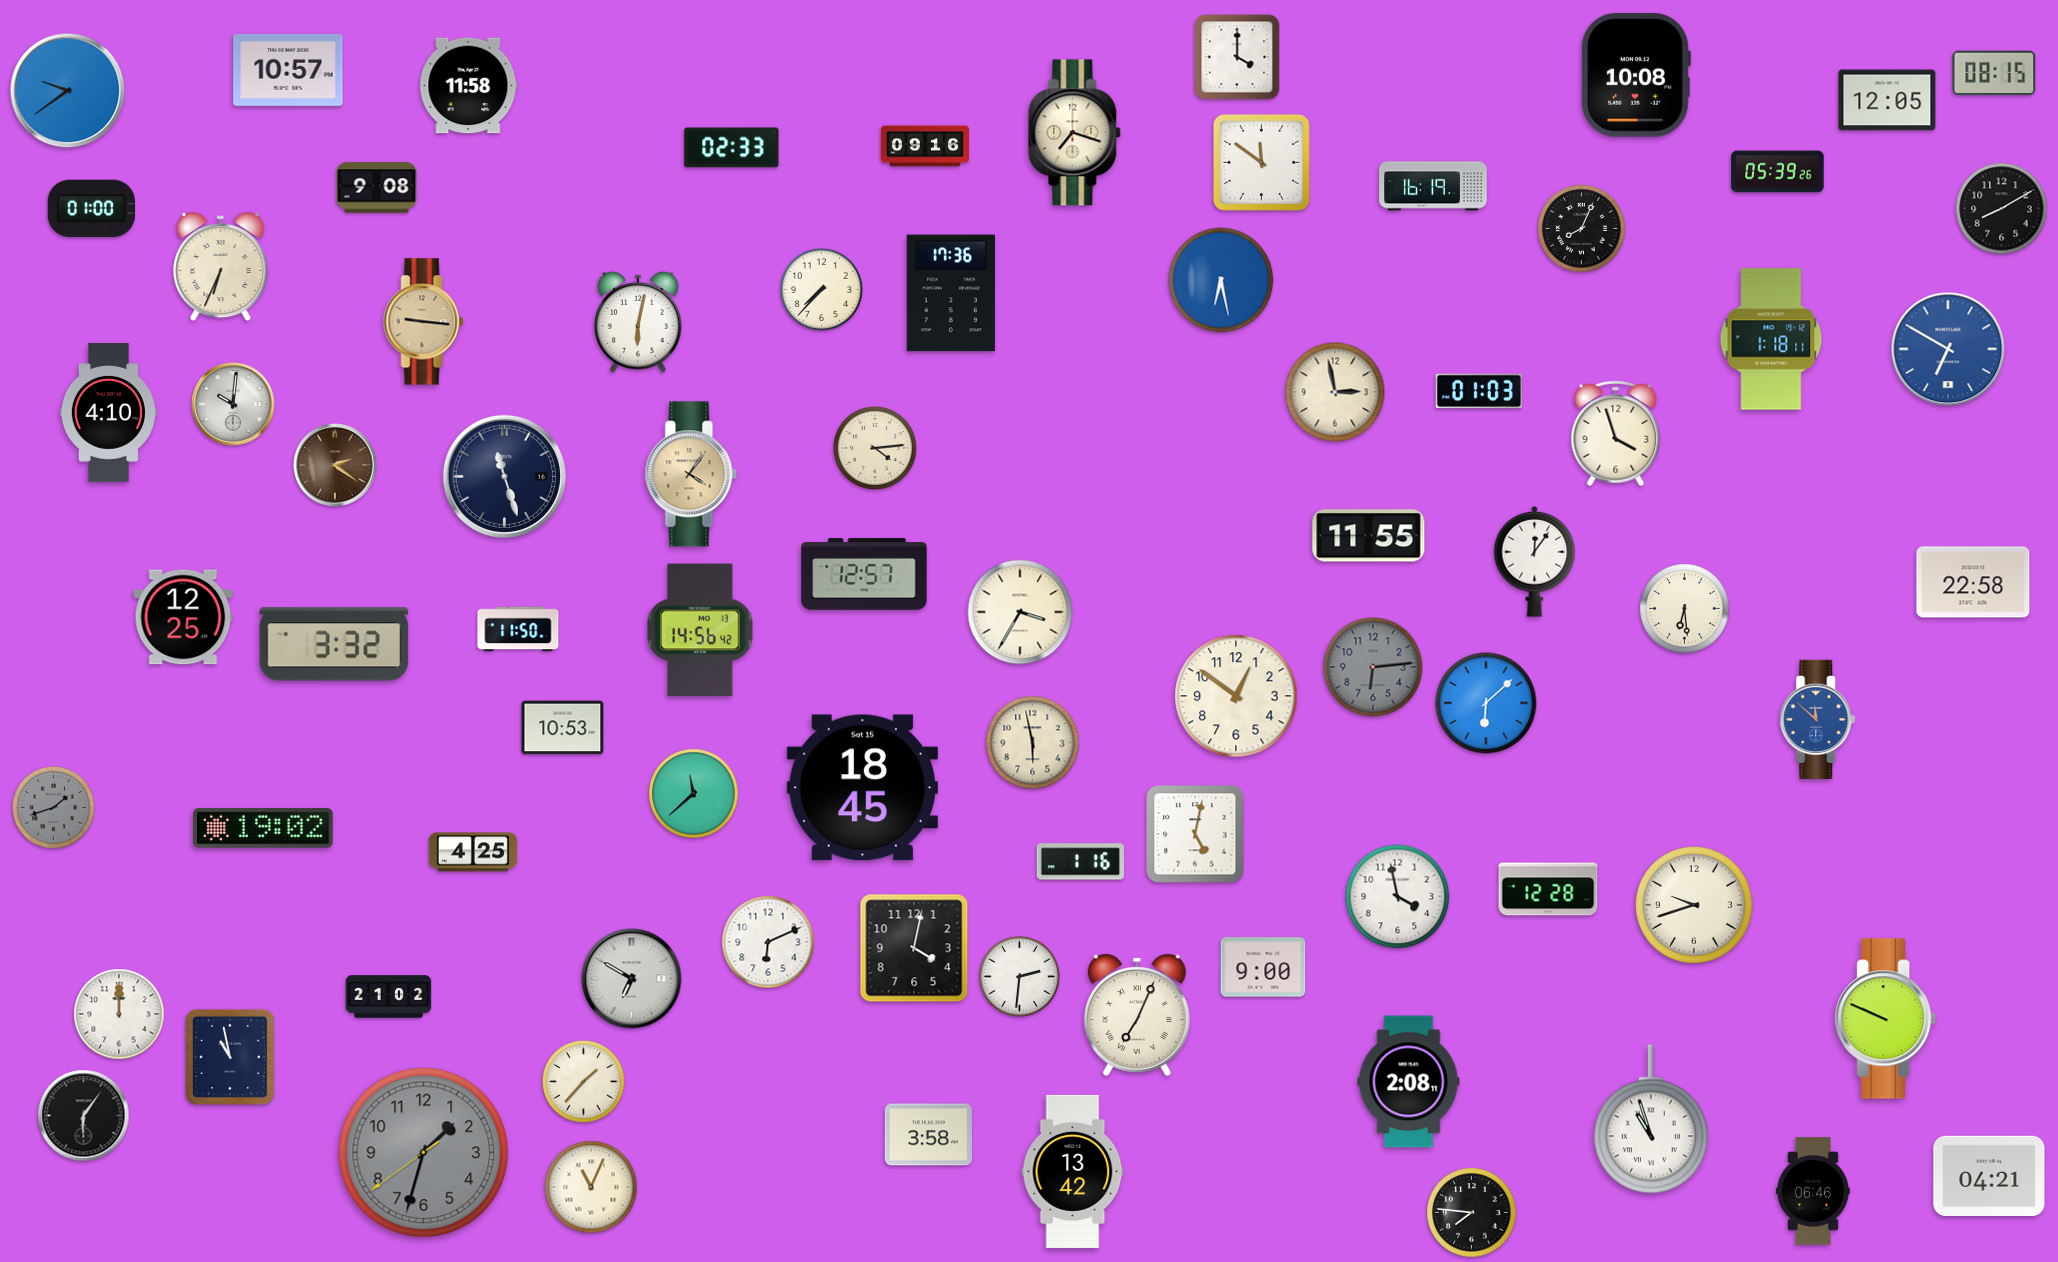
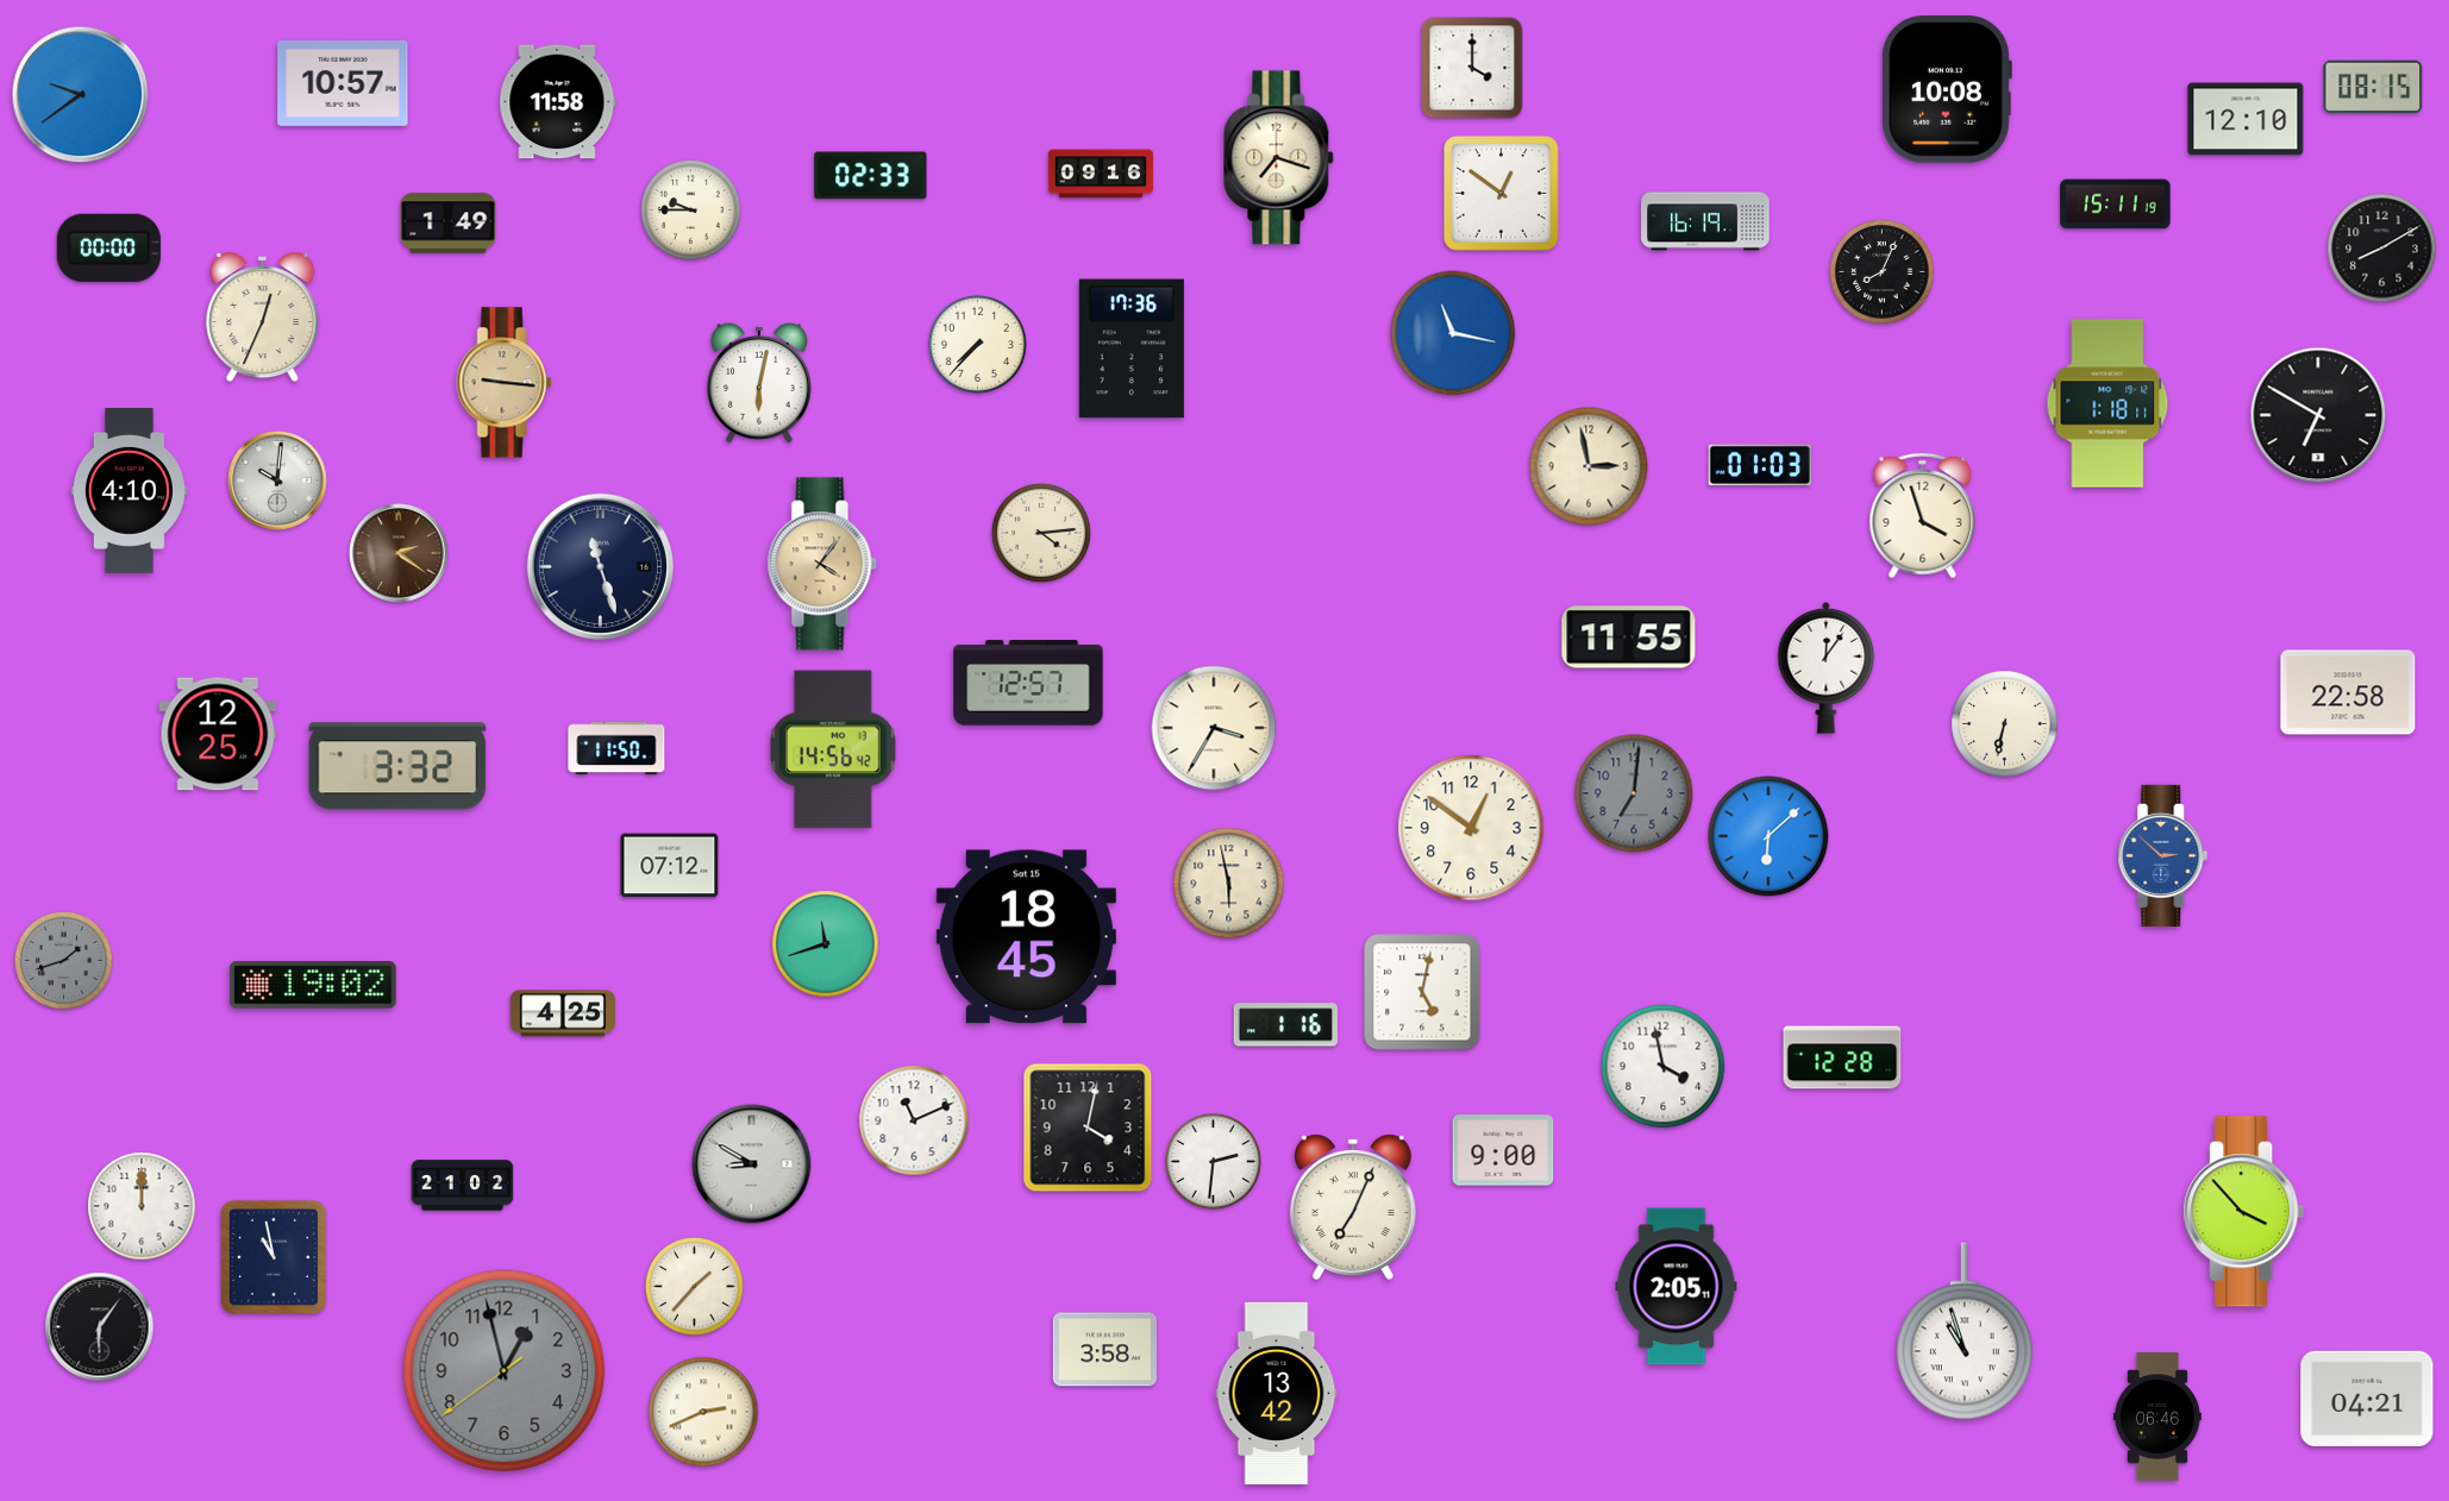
clock at (68, 91) position: (68, 91) -> (81, 95)
clock at (1887, 100): 12:05 -> 12:10
clock at (1261, 162): 11:51 -> 12:51
clock at (1778, 172): 05:39 -> 15:11
clock at (691, 211): none -> 9:45
clock at (377, 188): 9:08 -> 1:49
clock at (91, 208): 01:00 -> 00:00
clock at (221, 268): 6:34 -> 12:34
clock at (1221, 280): 6:28 -> 11:17
clock at (1948, 349) dial: blue -> black
clock at (1685, 609): 6:29 -> 6:32
clock at (1373, 667): 6:14 -> 7:01
clock at (1818, 719): 11:52 -> 2:52
clock at (563, 728): 10:53 -> 07:12
clock at (694, 794): 11:38 -> 11:42
clock at (1694, 905): 9:42 -> none
clock at (768, 942): 6:11 -> 11:11
clock at (632, 979): 6:50 -> 8:50
clock at (1886, 1019): 9:49 -> 3:53
clock at (1409, 1082): 2:08 -> 2:05
clock at (424, 1153): 1:32 -> 12:57
clock at (591, 1187): 11:04 -> 2:41
clock at (1472, 1213): 7:46 -> none
